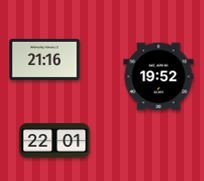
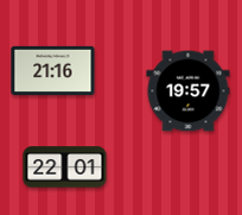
clock at (159, 77): 19:52 -> 19:57
